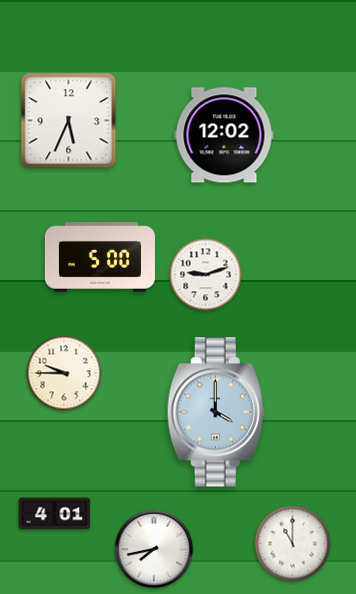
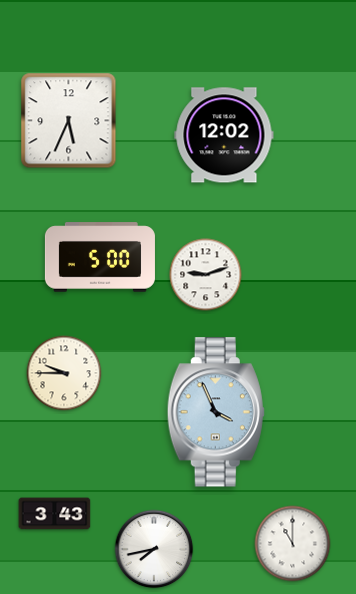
clock at (216, 412): 4:00 -> 3:56
clock at (55, 514): 4:01 -> 3:43
